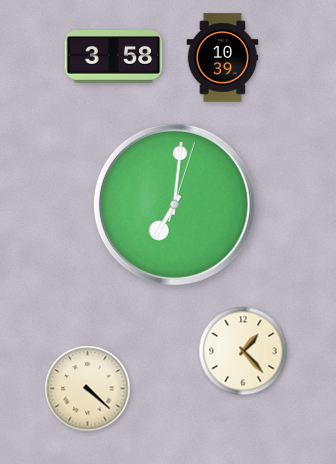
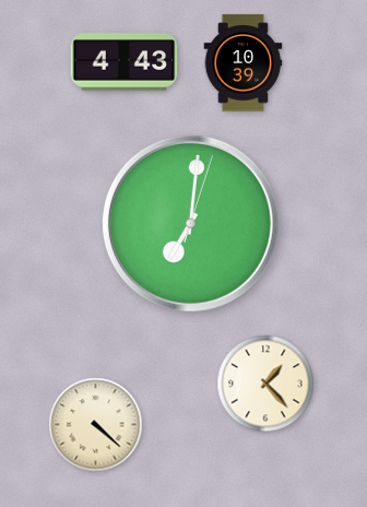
clock at (114, 57): 3:58 -> 4:43
